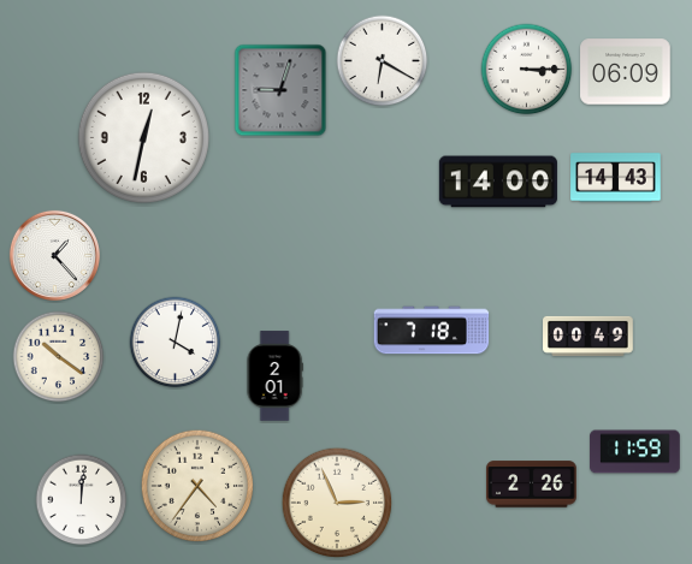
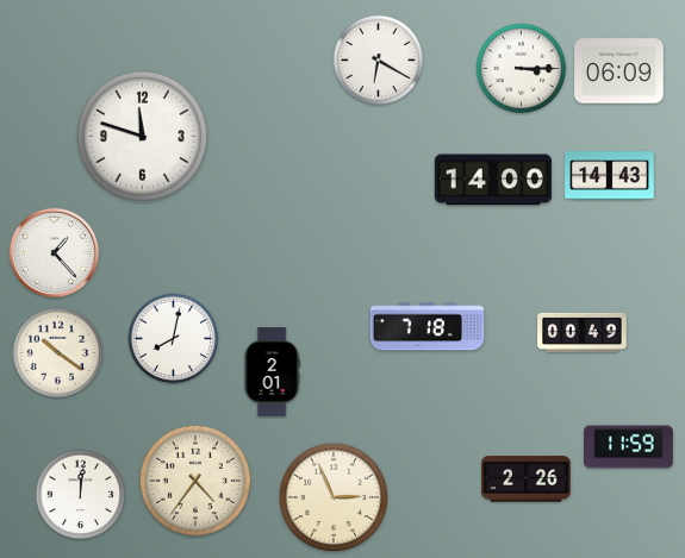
clock at (280, 90): 9:03 -> none
clock at (143, 137): 12:32 -> 11:48
clock at (176, 343): 4:02 -> 8:02
